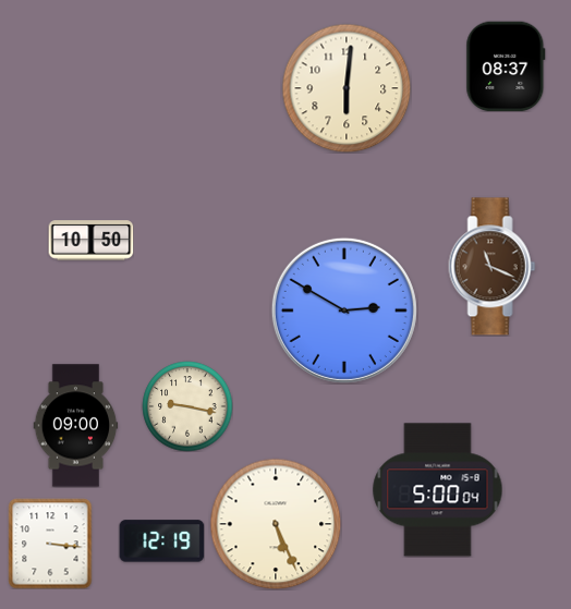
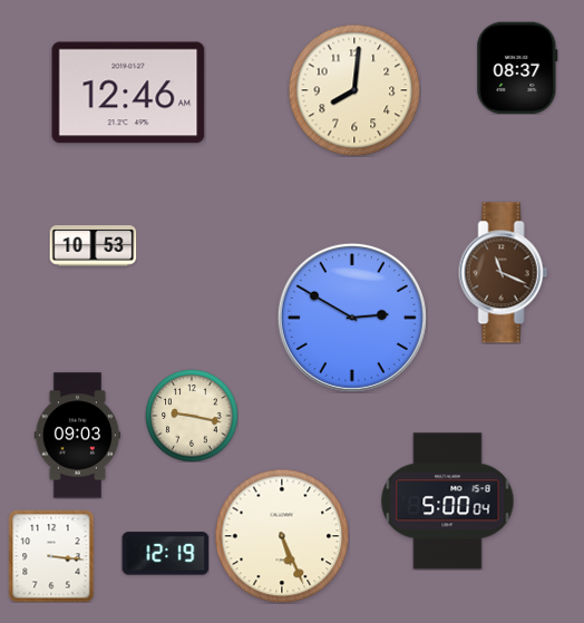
clock at (347, 88): 6:01 -> 8:01
clock at (128, 93): none -> 12:46
clock at (90, 241): 10:50 -> 10:53
clock at (76, 426): 09:00 -> 09:03
